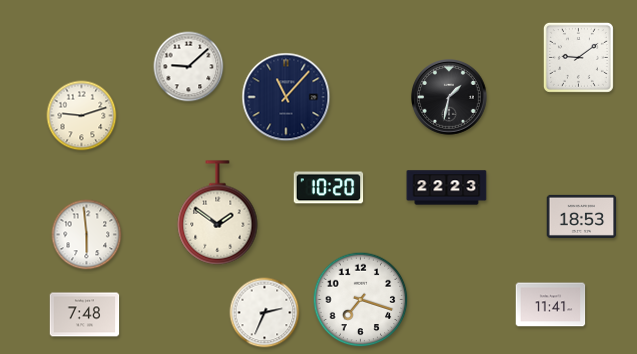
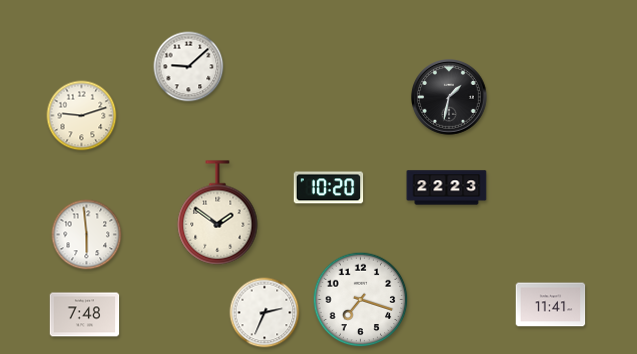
clock at (578, 57): 9:09 -> none
clock at (286, 97): 11:07 -> none
clock at (582, 216): 18:53 -> none
